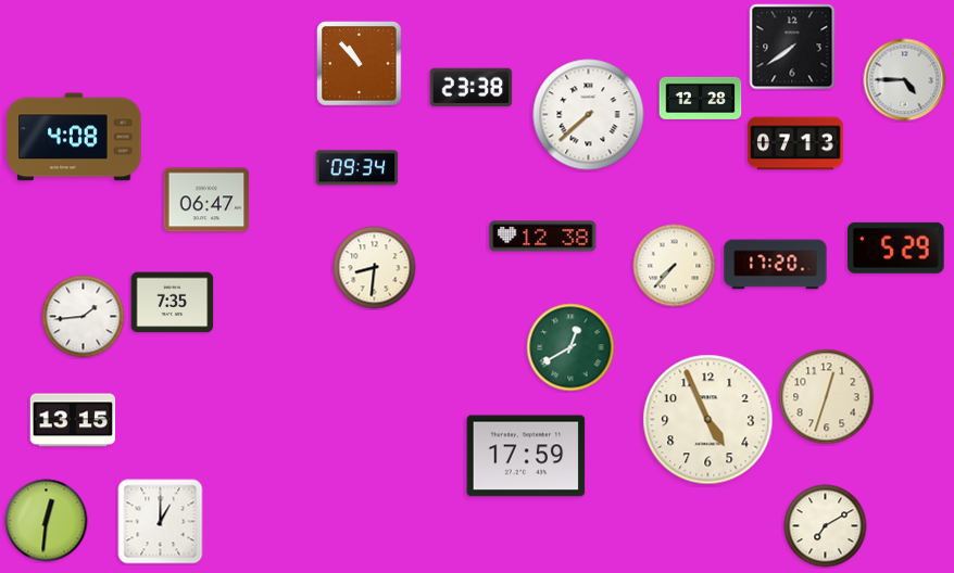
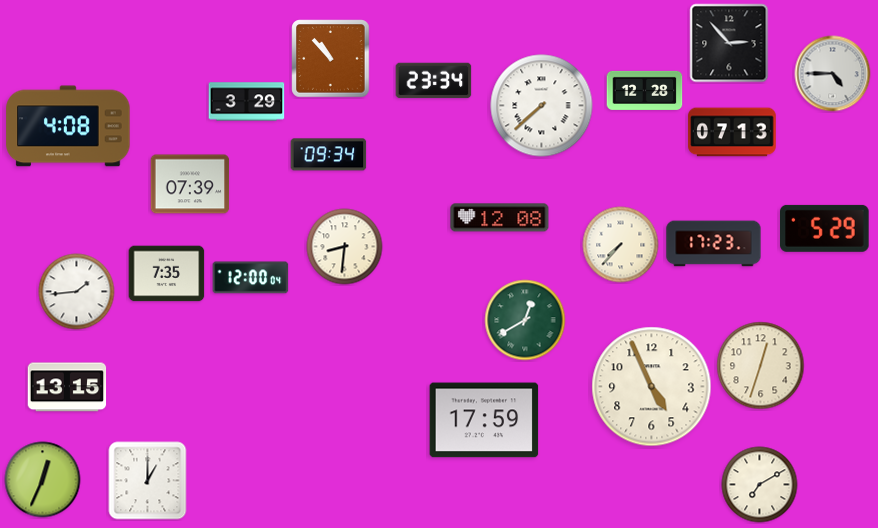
clock at (792, 47): 7:39 -> 2:53
clock at (472, 88): 23:38 -> 23:34
clock at (247, 102): none -> 3:29
clock at (206, 200): 06:47 -> 07:39
clock at (543, 237): 12:38 -> 12:08
clock at (776, 265): 17:20 -> 17:23
clock at (251, 278): none -> 12:00
clock at (173, 303) position: (173, 303) -> (167, 274)
clock at (47, 521): 12:31 -> 12:34
